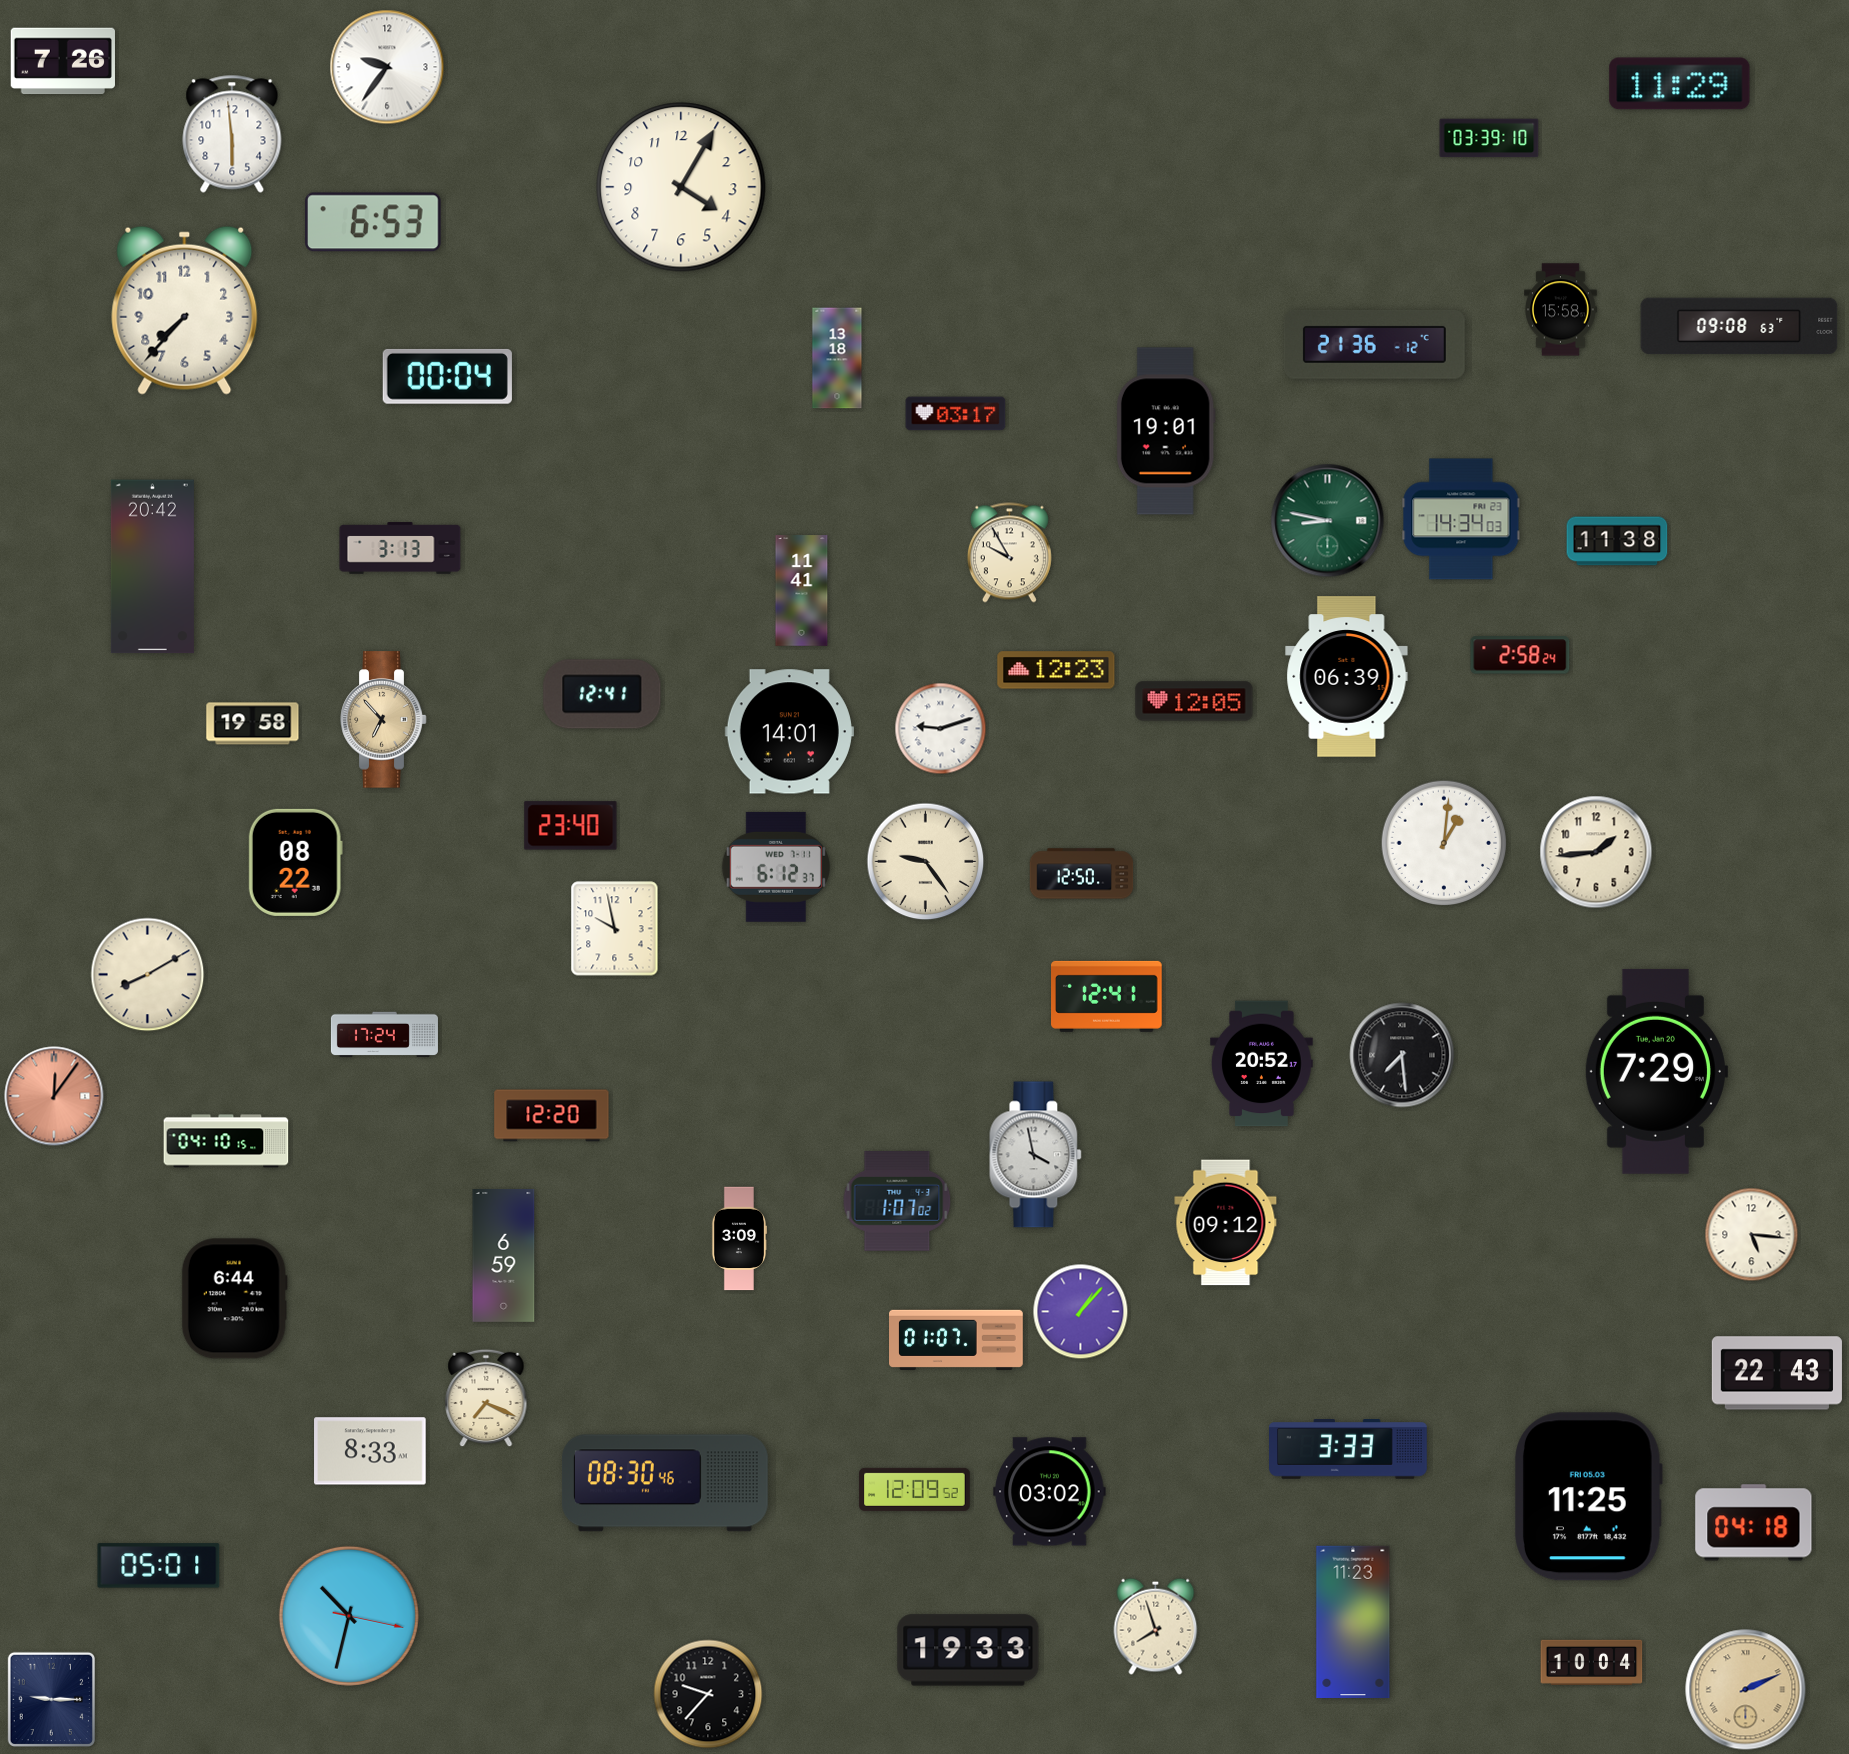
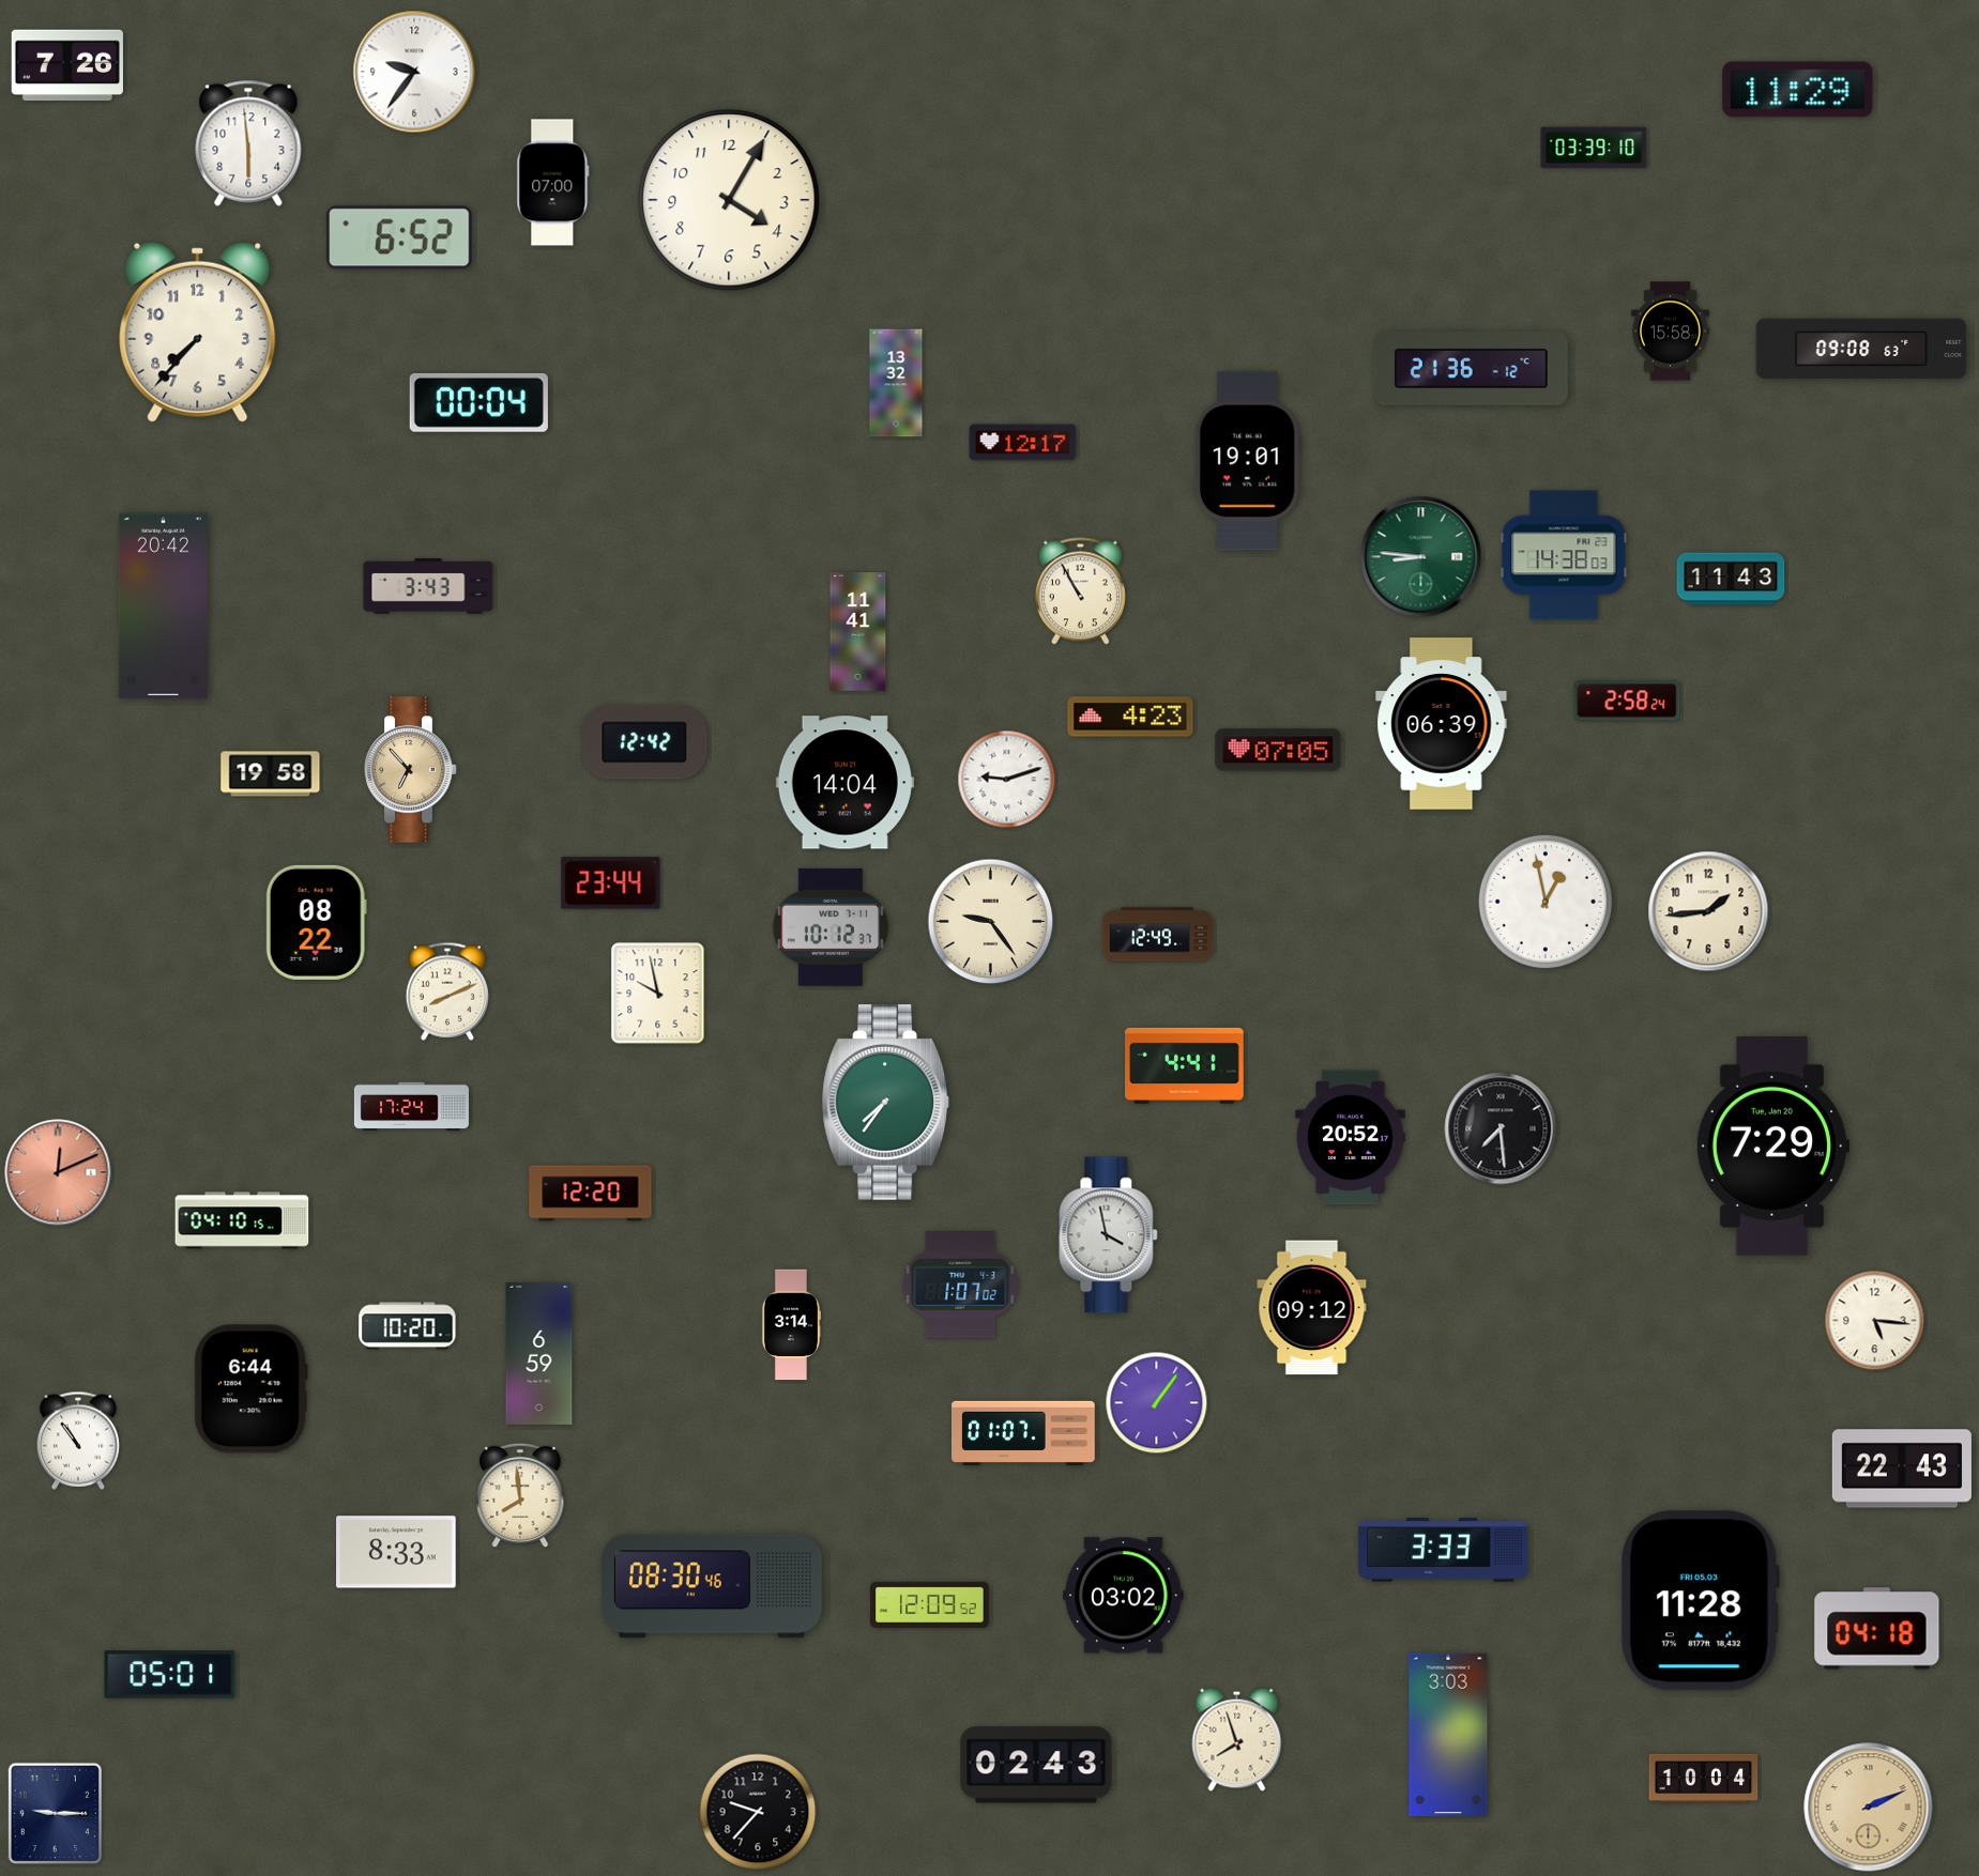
clock at (553, 183): none -> 07:00
clock at (374, 222): 6:53 -> 6:52
clock at (837, 358): 13:18 -> 13:32
clock at (956, 414): 03:17 -> 12:17
clock at (1461, 519): 14:34 -> 14:38
clock at (1328, 521): 8:47 -> 8:46
clock at (1617, 541): 11:38 -> 11:43
clock at (400, 548): 3:13 -> 3:43
clock at (1009, 553): 9:55 -> 10:55
clock at (1056, 670): 12:23 -> 4:23
clock at (602, 694): 12:41 -> 12:42
clock at (1194, 701): 12:05 -> 07:05
clock at (789, 732): 14:01 -> 14:04
clock at (571, 826): 23:40 -> 23:44
clock at (1444, 843): 1:01 -> 12:58
clock at (776, 867): 6:12 -> 10:12
clock at (1082, 874): 12:50 -> 12:49
clock at (446, 991): none -> 8:11
clock at (148, 975): 8:10 -> none
clock at (1107, 996): 12:41 -> 4:41
clock at (885, 1102): none -> 7:36
clock at (54, 1096): 12:06 -> 12:11
clock at (738, 1239): 3:09 -> 3:14
clock at (408, 1326): none -> 10:20
clock at (504, 1255) position: (504, 1255) -> (539, 1353)
clock at (1081, 1312): 1:07 -> 1:06
clock at (77, 1441): none -> 10:54
clock at (486, 1398): 7:19 -> 7:59
clock at (915, 1489) position: (915, 1489) -> (930, 1604)
clock at (1588, 1497): 11:25 -> 11:28
clock at (349, 1616): 10:32 -> none
clock at (1353, 1621): 11:23 -> 3:03
clock at (968, 1650): 19:33 -> 02:43
clock at (51, 1699) position: (51, 1699) -> (55, 1813)
